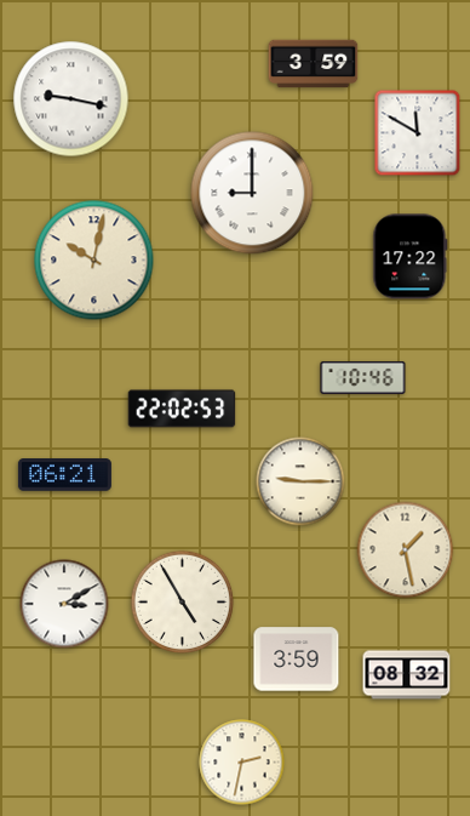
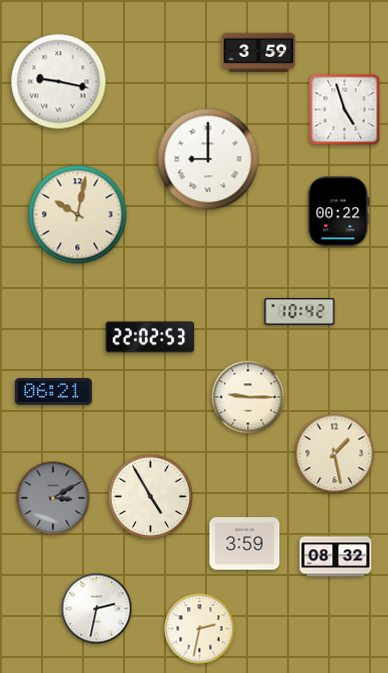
clock at (418, 133): 11:50 -> 4:57
clock at (411, 257): 17:22 -> 00:22
clock at (363, 377): 10:46 -> 10:42
clock at (64, 604) dial: white -> grey
clock at (97, 609): none -> 2:32
